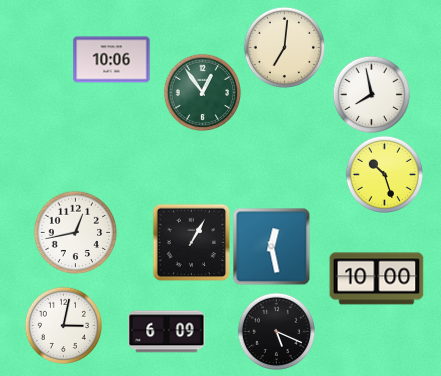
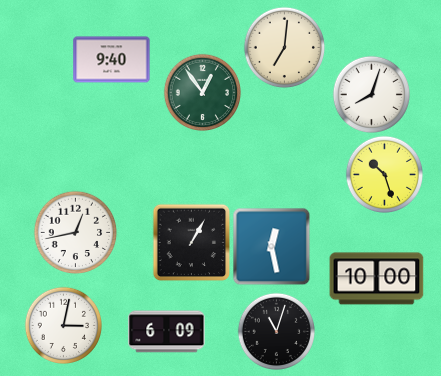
clock at (112, 60): 10:06 -> 9:40
clock at (371, 94): 7:58 -> 8:03
clock at (276, 331): 5:19 -> 11:03
